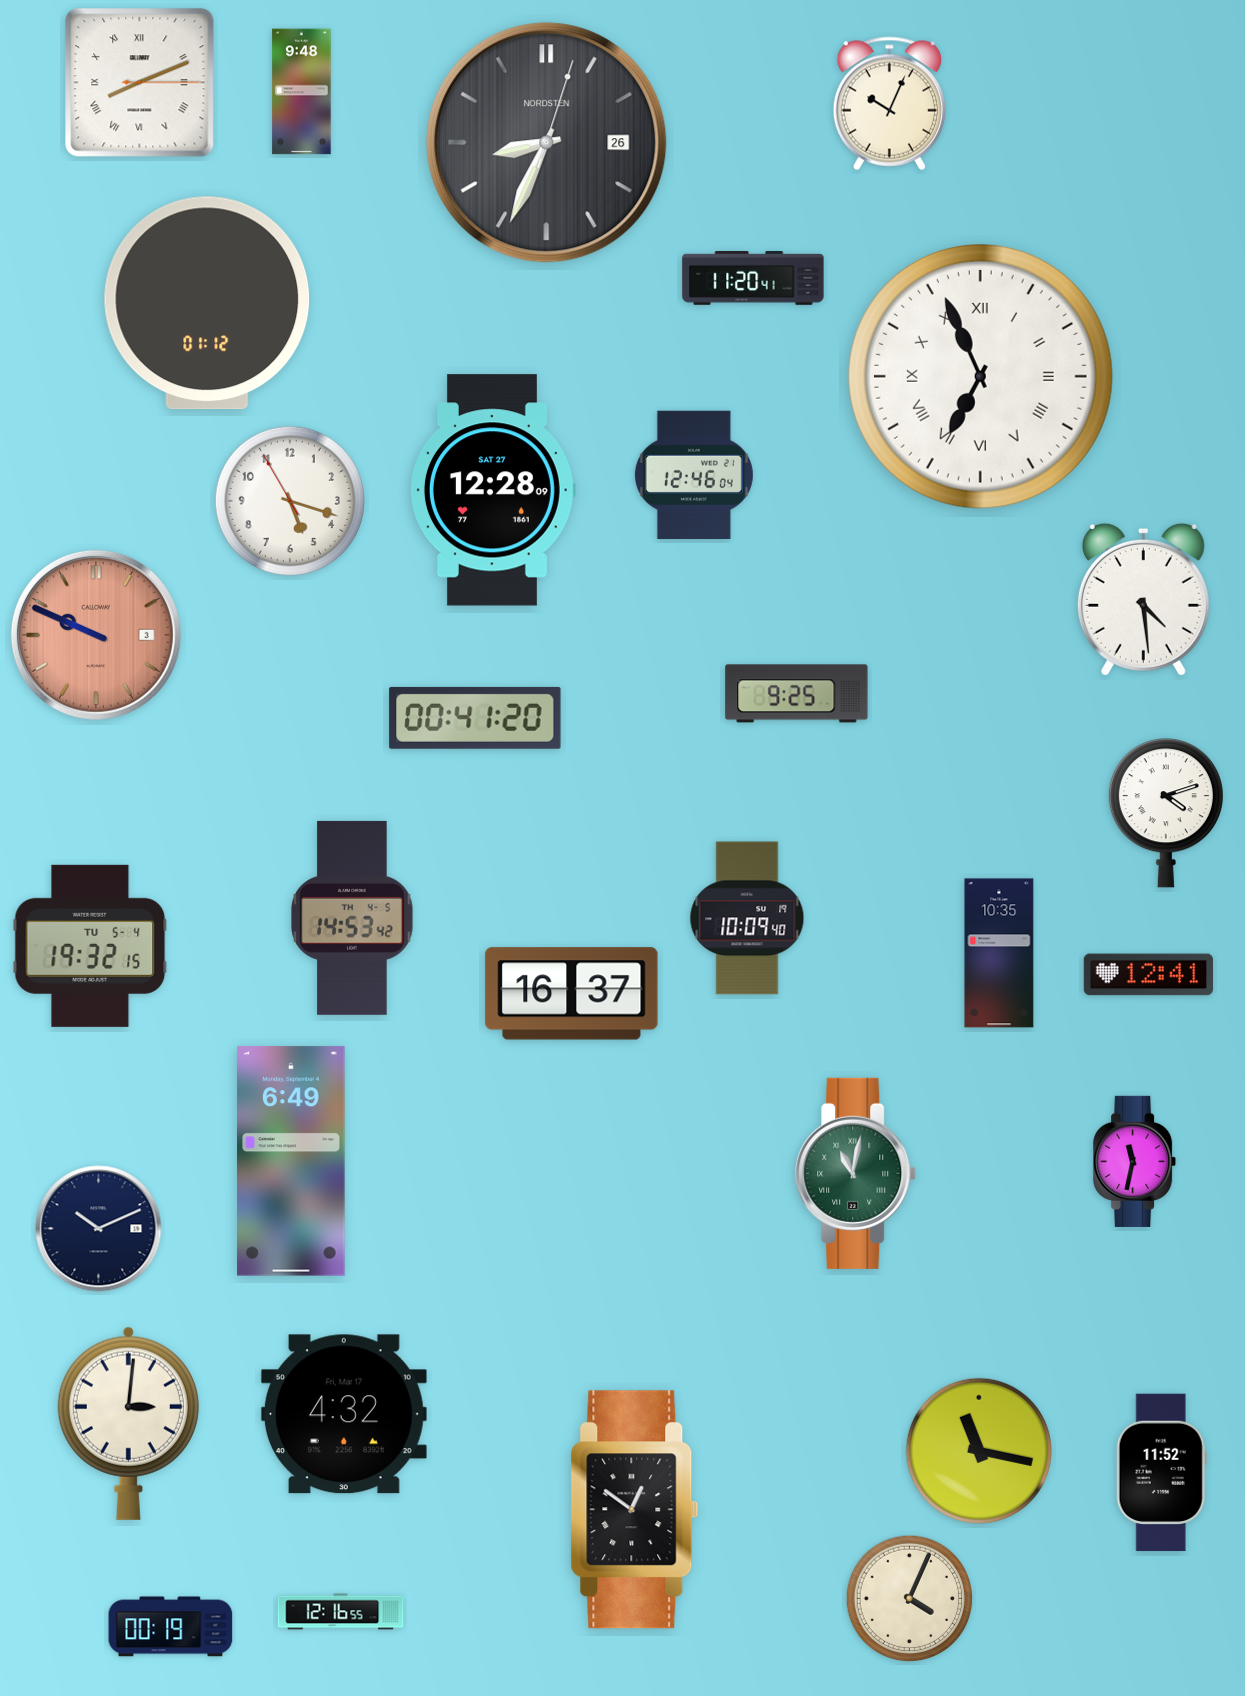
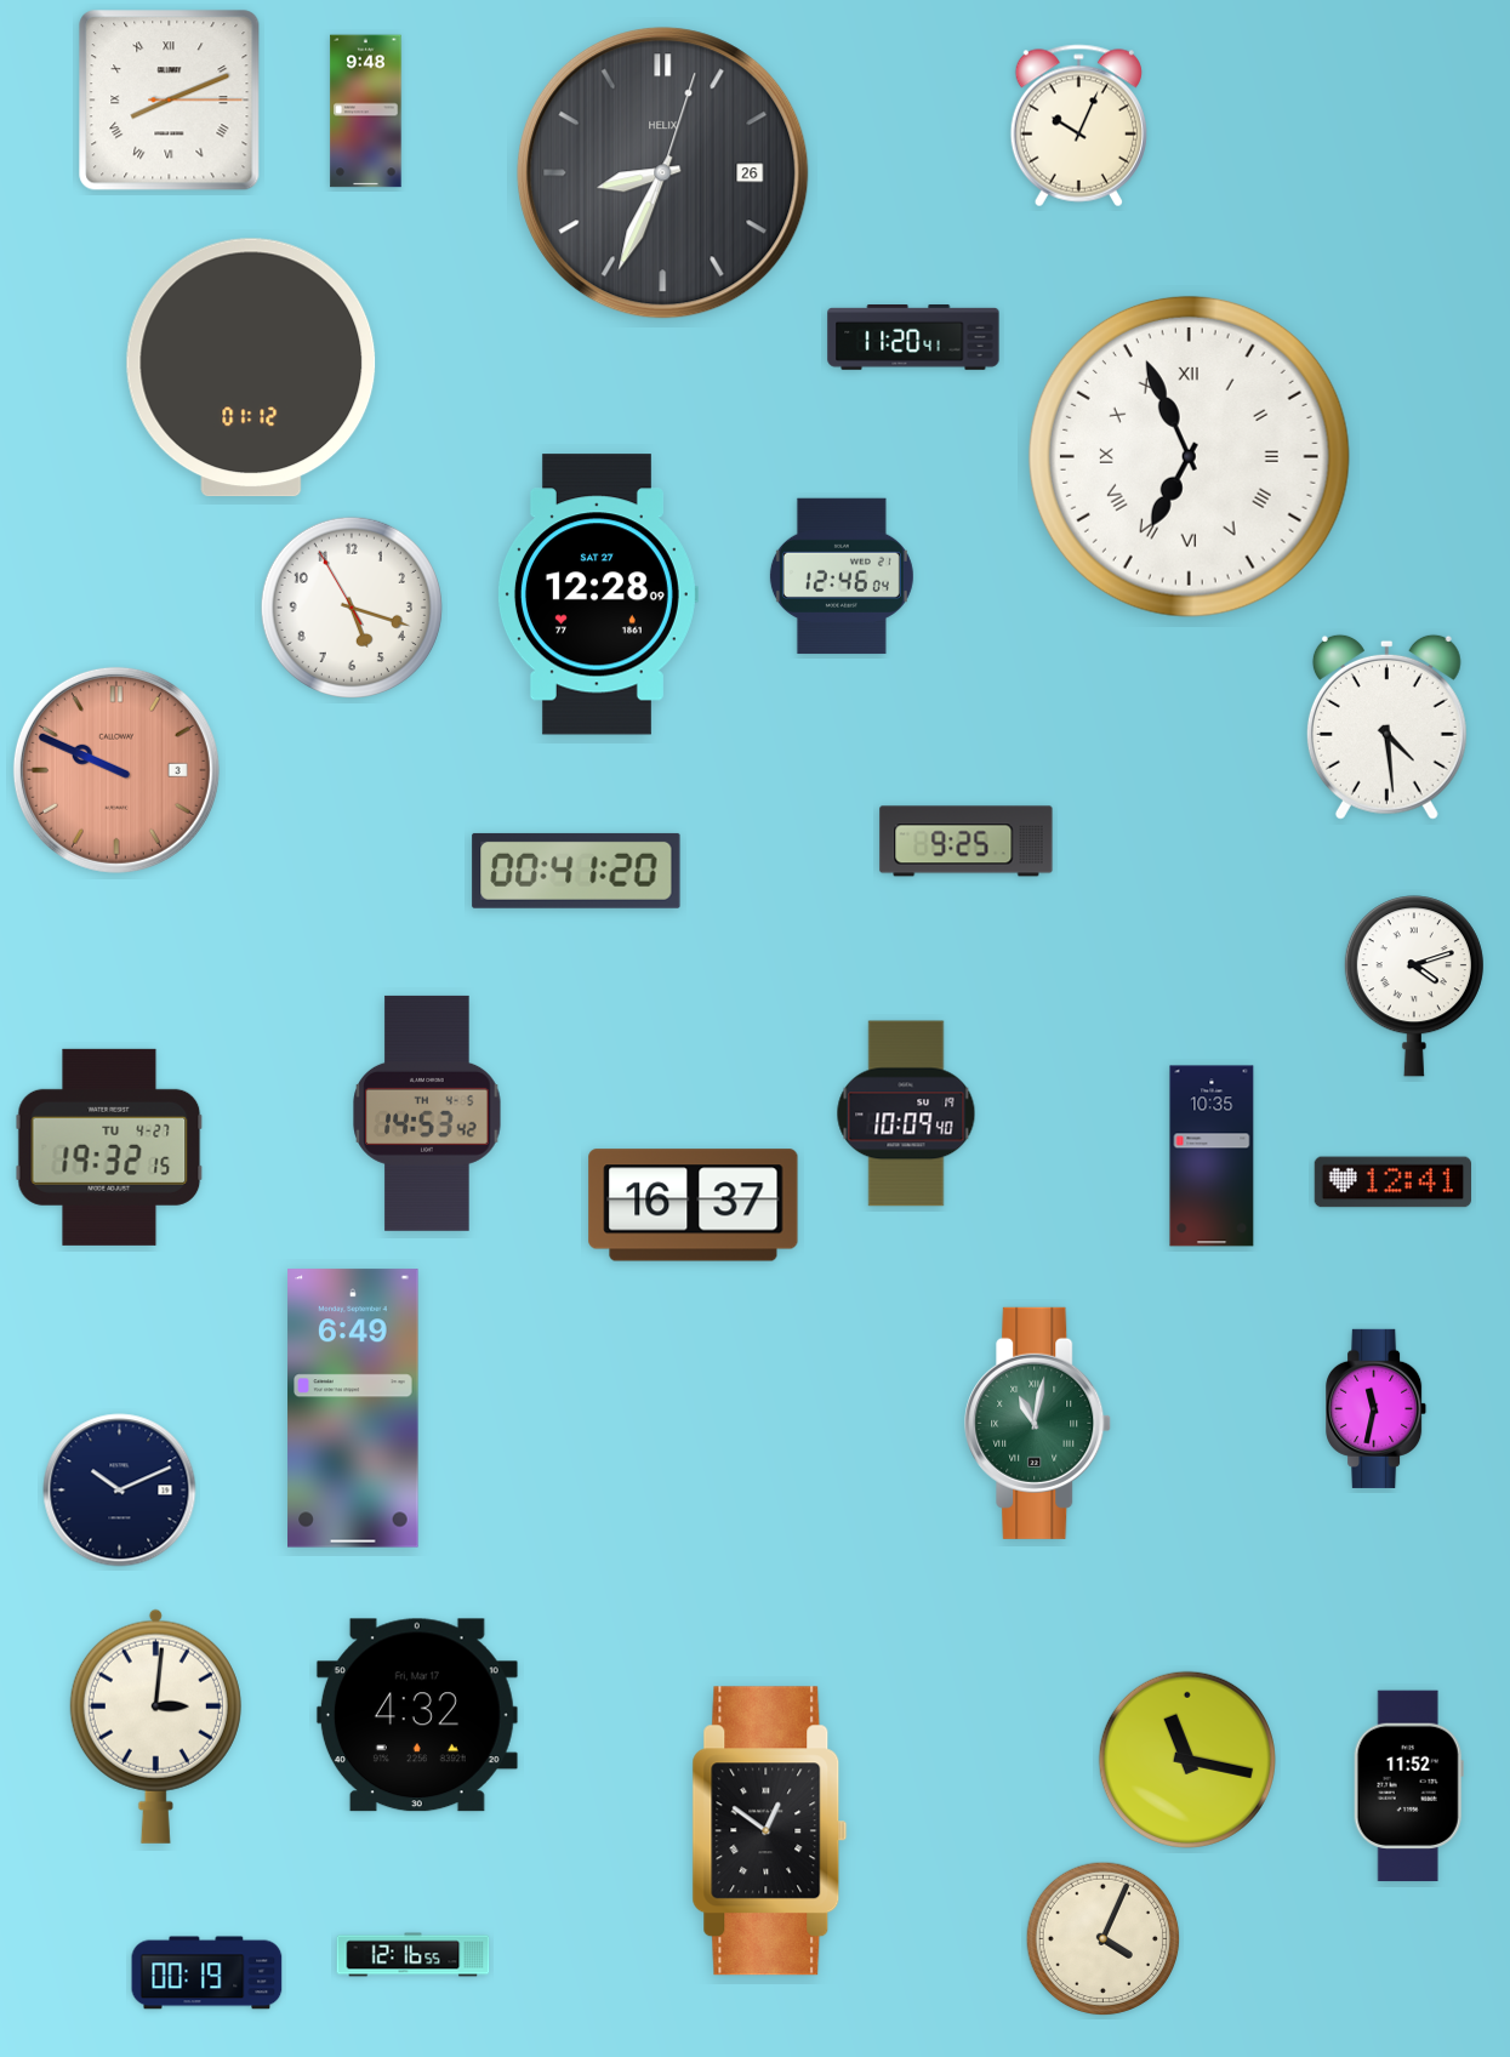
clock at (547, 143) brand: NORDSTEN -> HELIX
clock at (90, 946) date: TU 5-4 -> TU 4-27
